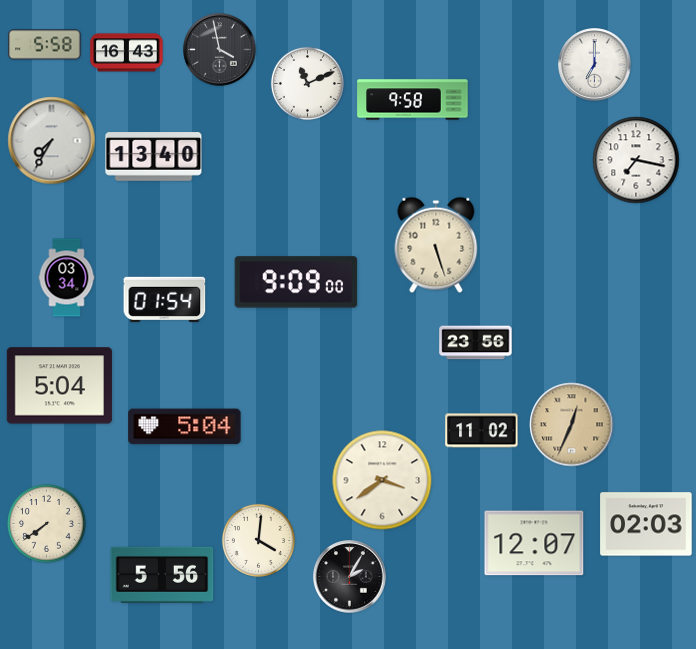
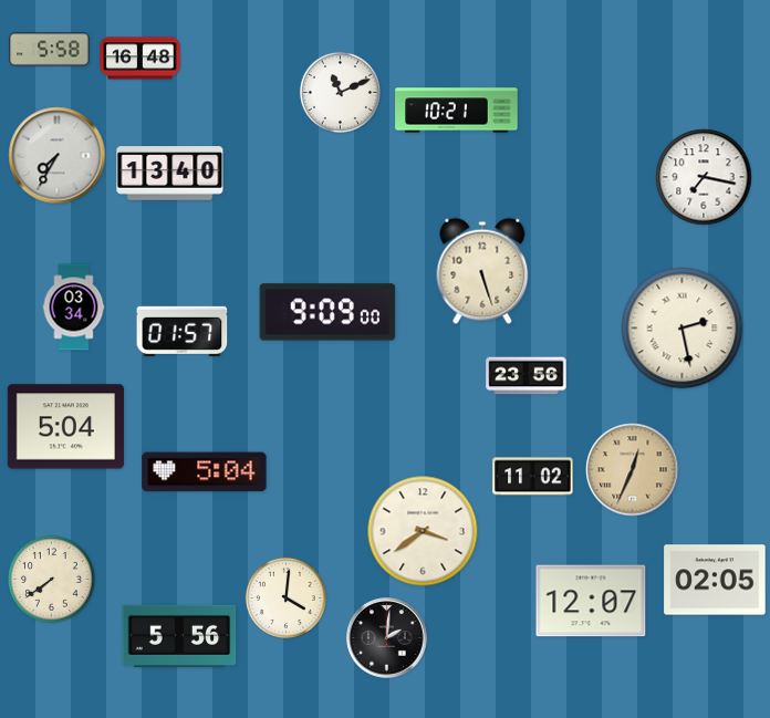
clock at (220, 50): 3:58 -> none
clock at (127, 53): 16:43 -> 16:48
clock at (595, 65): 7:00 -> none
clock at (413, 100): 9:58 -> 10:21
clock at (683, 329): none -> 2:28
clock at (165, 299): 01:54 -> 01:57
clock at (476, 343) position: (476, 343) -> (527, 376)
clock at (646, 524): 02:03 -> 02:05
clock at (350, 577): 2:05 -> 2:01
